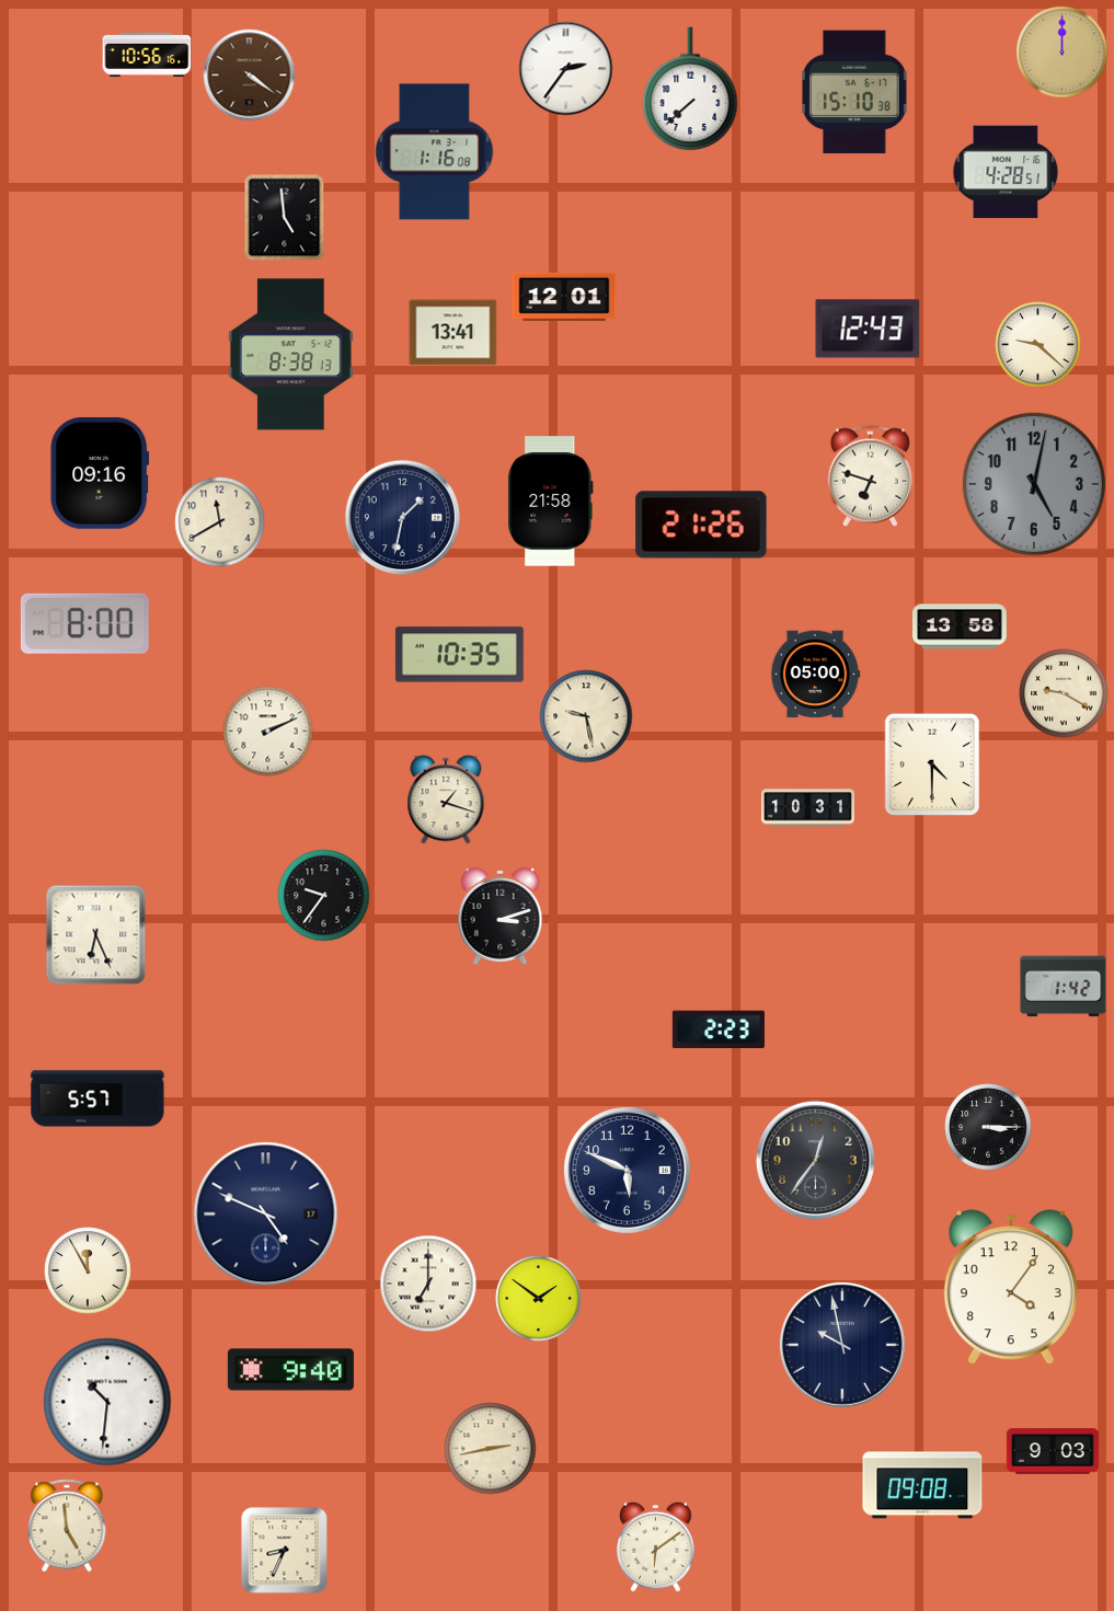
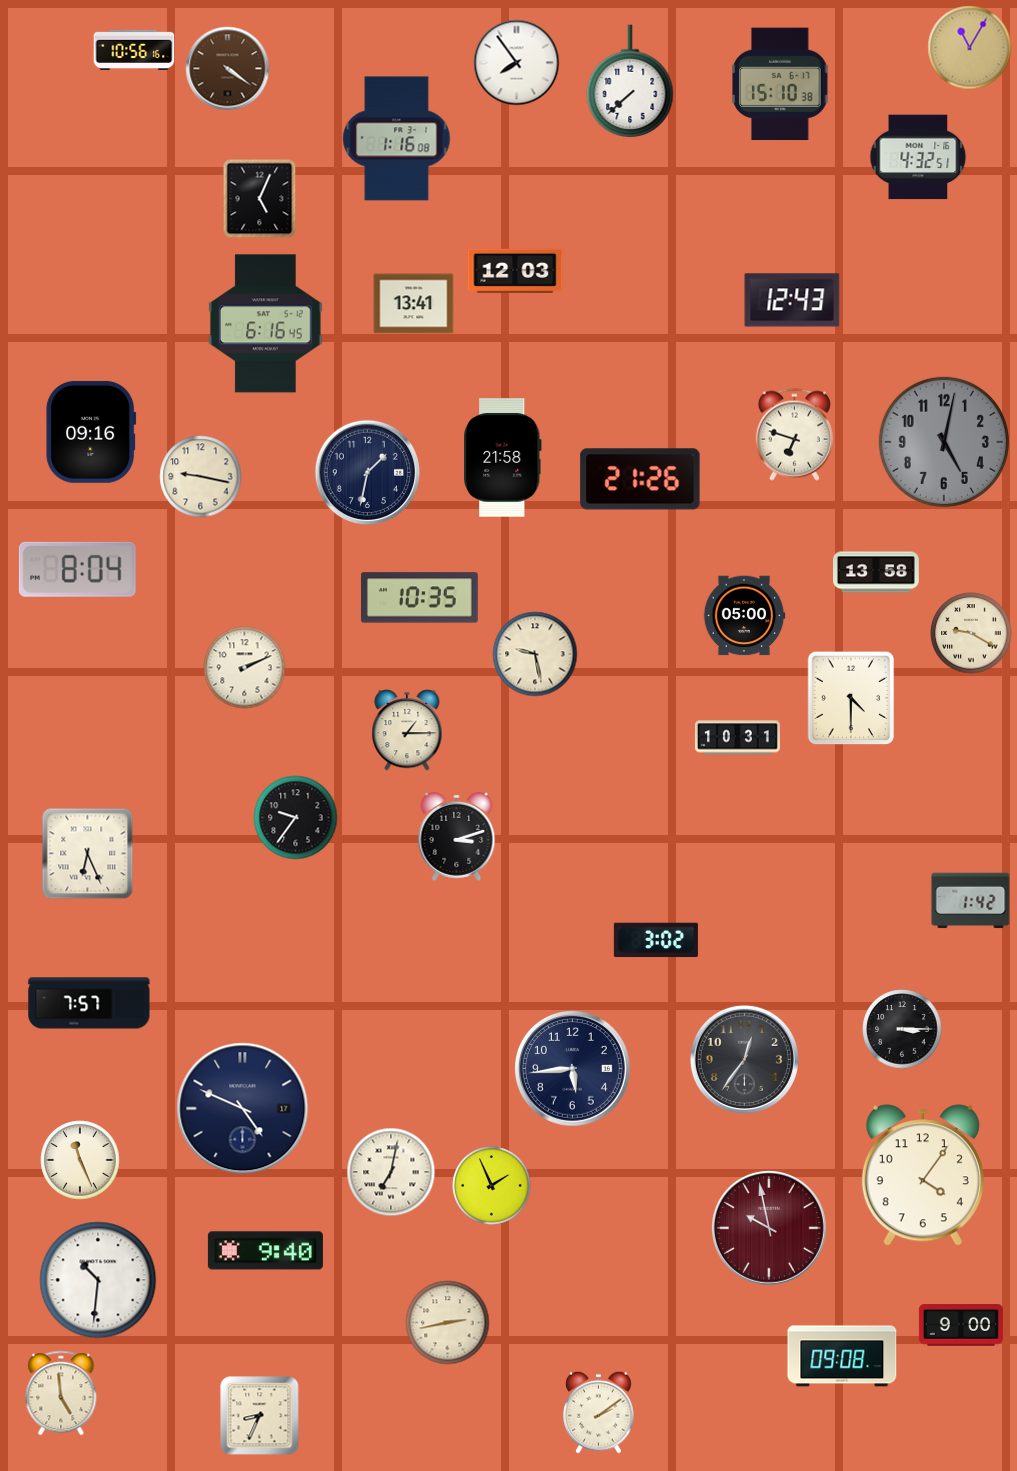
clock at (1063, 53): 12:00 -> 11:05
clock at (566, 69): 2:36 -> 7:54
clock at (1006, 172): 4:28 -> 4:32
clock at (285, 218): 4:59 -> 5:04
clock at (564, 297): 12:01 -> 12:03
clock at (1038, 345): 9:22 -> none
clock at (291, 355): 8:38 -> 6:16
clock at (220, 522): 11:40 -> 9:17
clock at (84, 623): 8:00 -> 8:04
clock at (446, 799): 1:18 -> 1:15
clock at (719, 1029): 2:23 -> 3:02
clock at (97, 1098): 5:57 -> 7:57
clock at (627, 1170): 5:49 -> 5:44
clock at (88, 1270): 11:55 -> 11:26
clock at (428, 1284): 7:00 -> 7:02
clock at (539, 1299): 1:51 -> 1:56
clock at (842, 1345) dial: navy -> burgundy
clock at (1053, 1451): 9:03 -> 9:00
clock at (656, 1546): 6:09 -> 2:09
